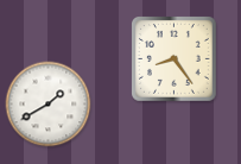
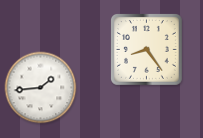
clock at (49, 105): 1:40 -> 1:44
